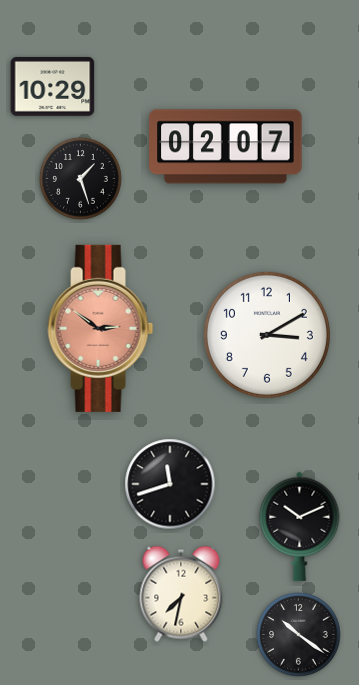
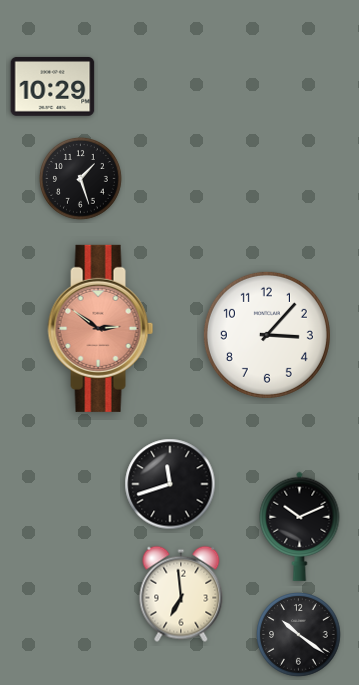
clock at (226, 147): 02:07 -> none
clock at (267, 335): 3:10 -> 3:07
clock at (181, 594): 7:32 -> 6:59
